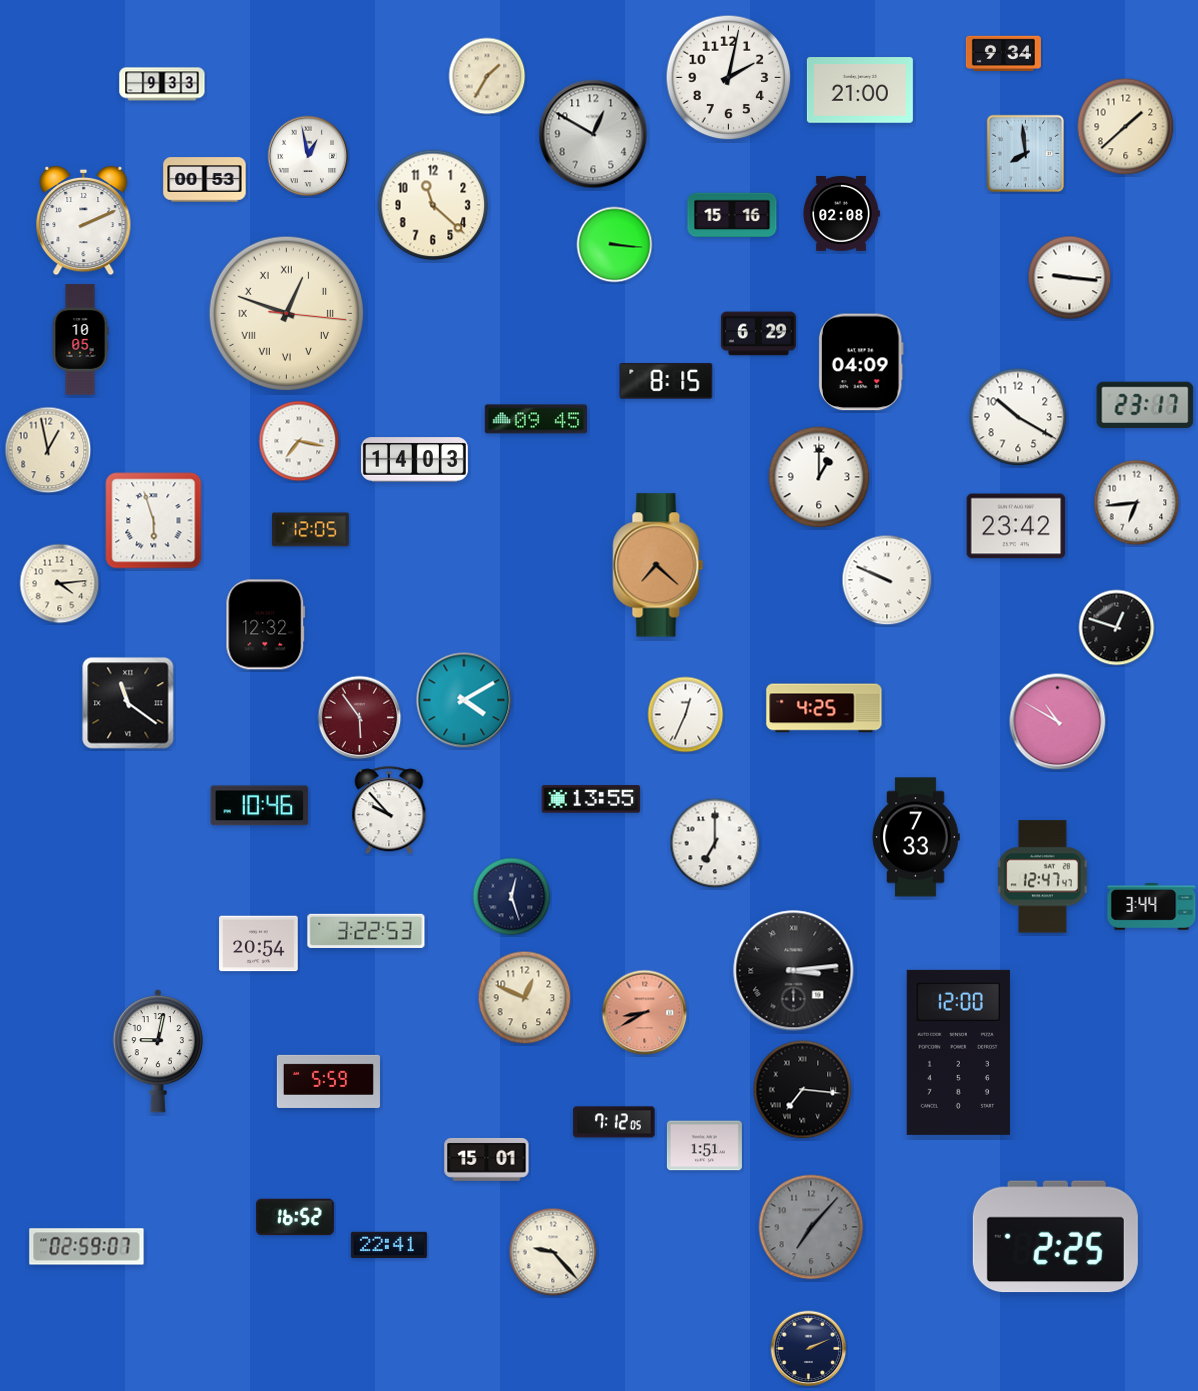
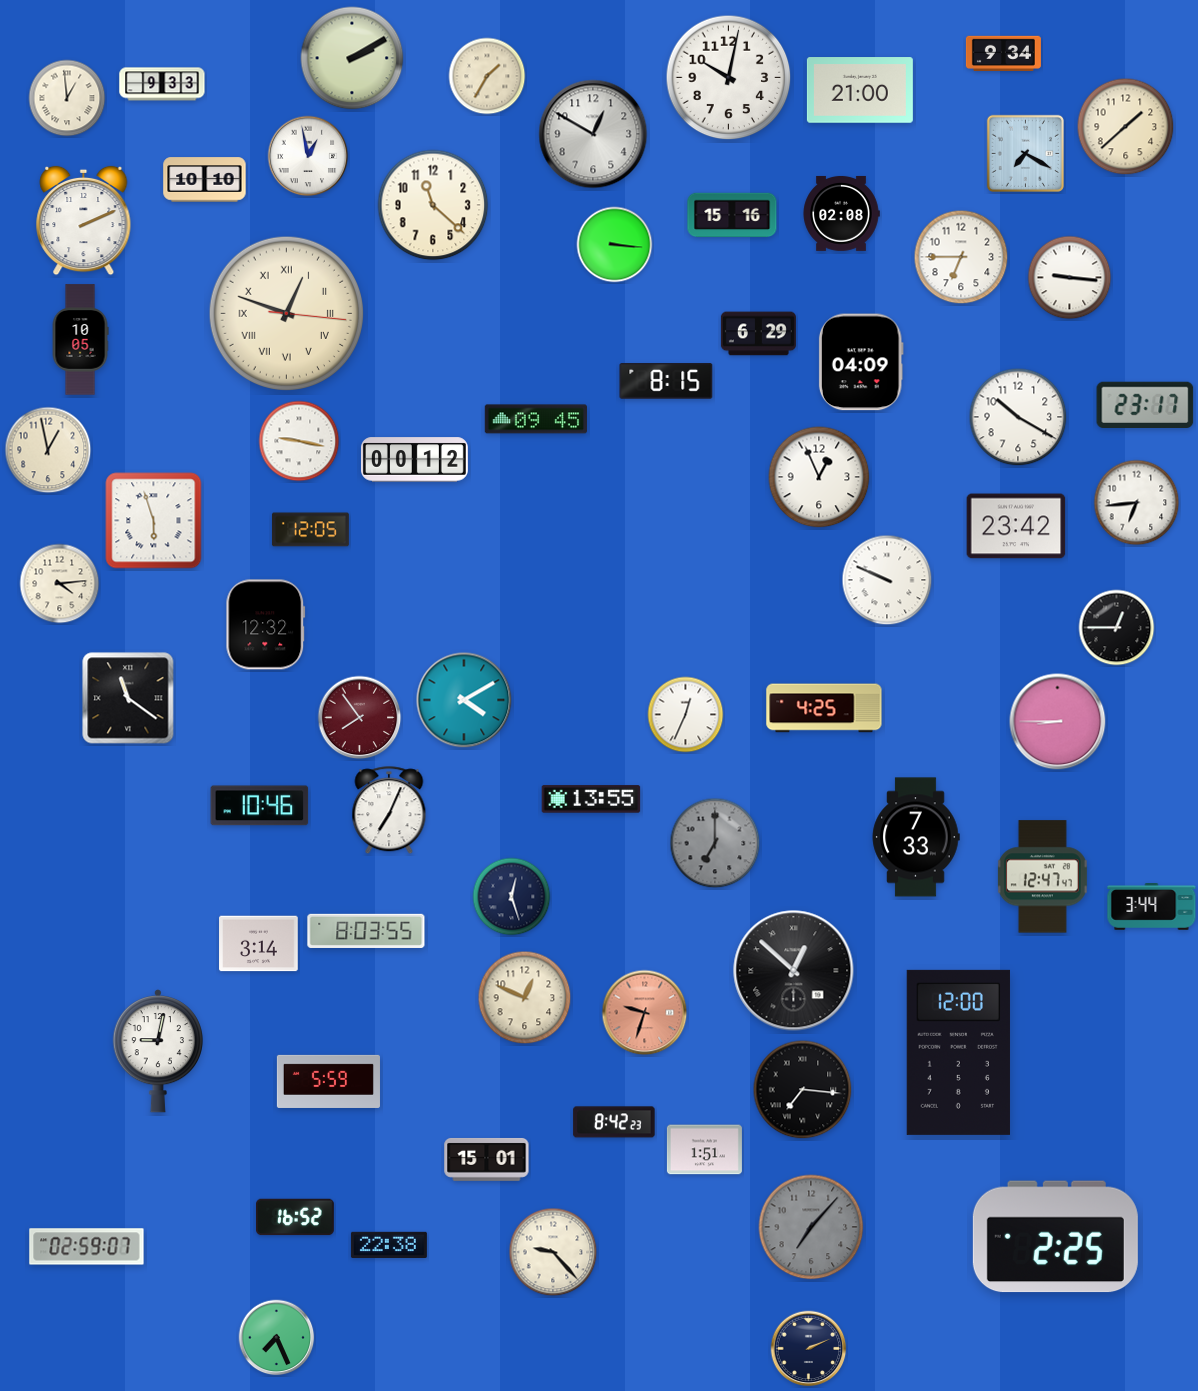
clock at (352, 58): none -> 2:10
clock at (729, 78): 2:02 -> 10:02
clock at (67, 98): none -> 12:59
clock at (1025, 153): 7:59 -> 7:20
clock at (205, 180): 00:53 -> 10:10
clock at (961, 257): none -> 6:45
clock at (299, 441): 7:17 -> 9:17
clock at (414, 460): 14:03 -> 00:12
clock at (819, 477): 1:00 -> 12:56
clock at (658, 565): 7:22 -> none
clock at (1117, 628): 12:48 -> 12:45
clock at (128, 703) position: (128, 703) -> (128, 698)
clock at (360, 718): 5:54 -> 7:54
clock at (1058, 722): 10:50 -> 8:45
clock at (389, 811): 9:53 -> 7:04
clock at (715, 843) dial: white -> grey
clock at (366, 931): 3:22 -> 8:03
clock at (259, 944): 20:54 -> 3:14
clock at (794, 971): 3:14 -> 12:52
clock at (645, 1013): 8:40 -> 9:33
clock at (614, 1122): 7:12 -> 8:42
clock at (704, 1146) position: (704, 1146) -> (704, 1150)
clock at (389, 1244): 22:41 -> 22:38
clock at (277, 1338): none -> 7:26
